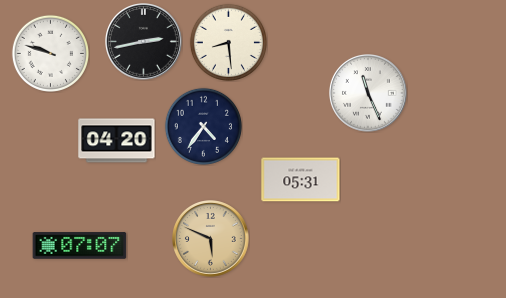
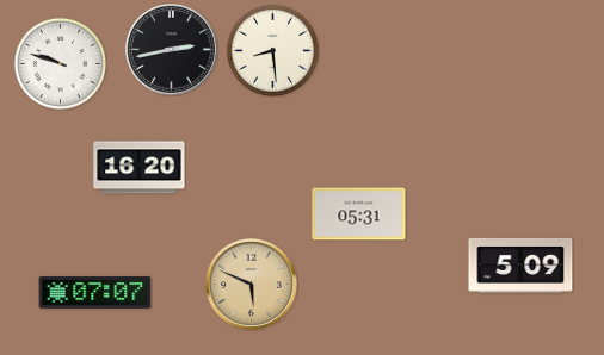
clock at (369, 94): 11:26 -> none
clock at (203, 126): 4:36 -> none
clock at (117, 141): 04:20 -> 16:20
clock at (520, 266): none -> 5:09
